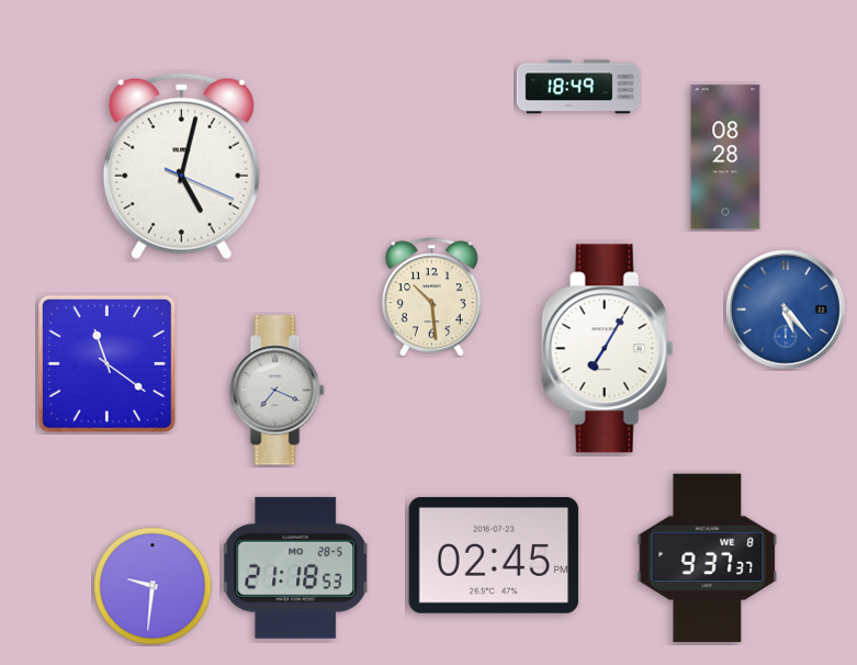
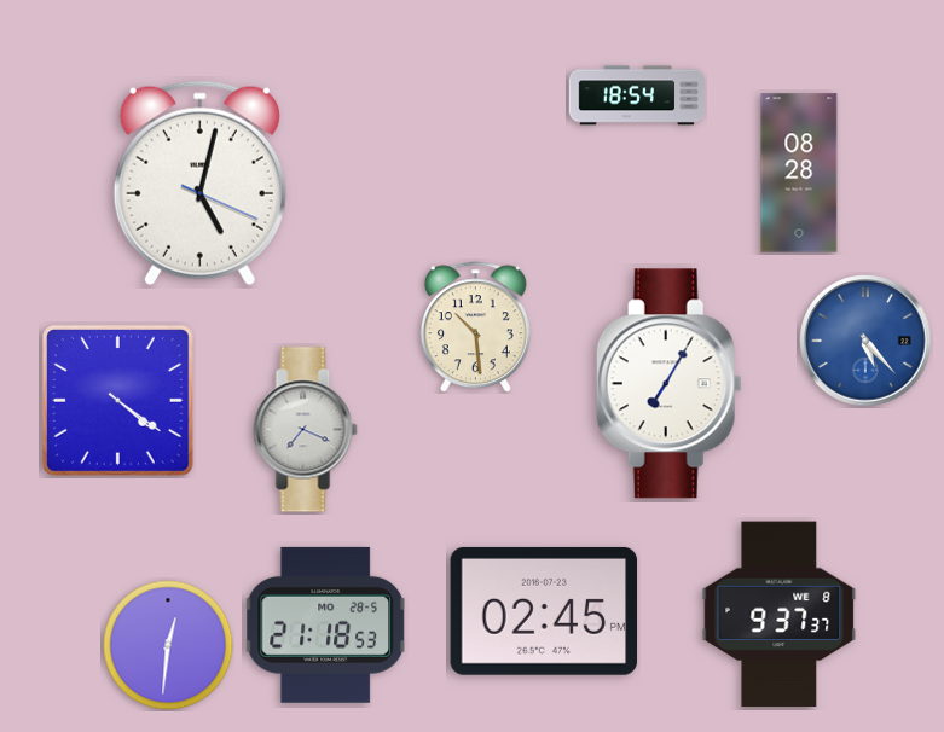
clock at (578, 87): 18:49 -> 18:54
clock at (106, 363): 11:21 -> 4:21
clock at (153, 586): 9:31 -> 12:31
